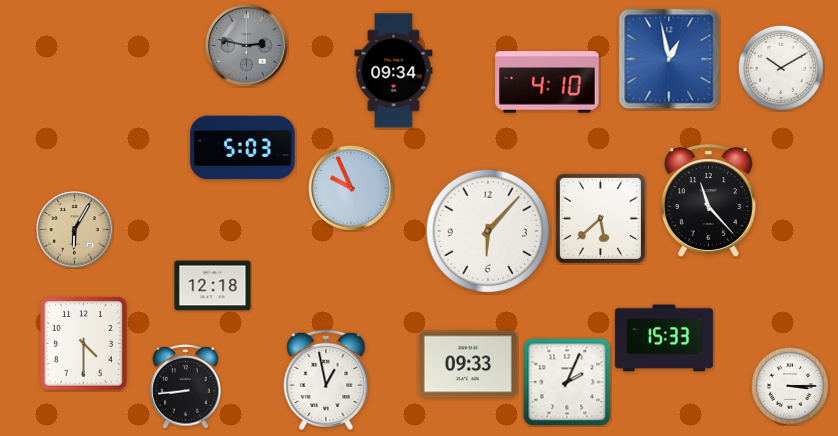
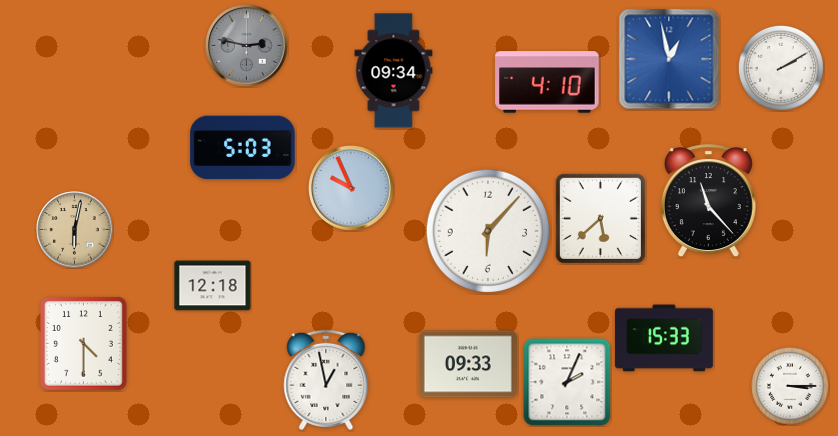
clock at (781, 68): 10:10 -> 2:10
clock at (75, 230): 6:05 -> 6:02
clock at (186, 387): 8:44 -> none
